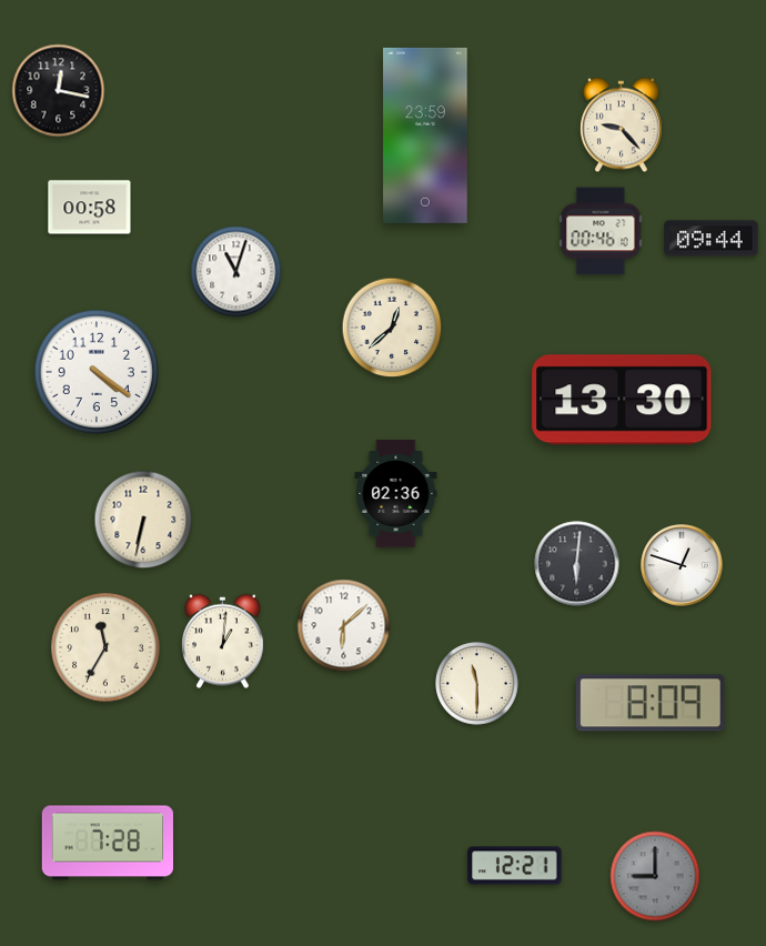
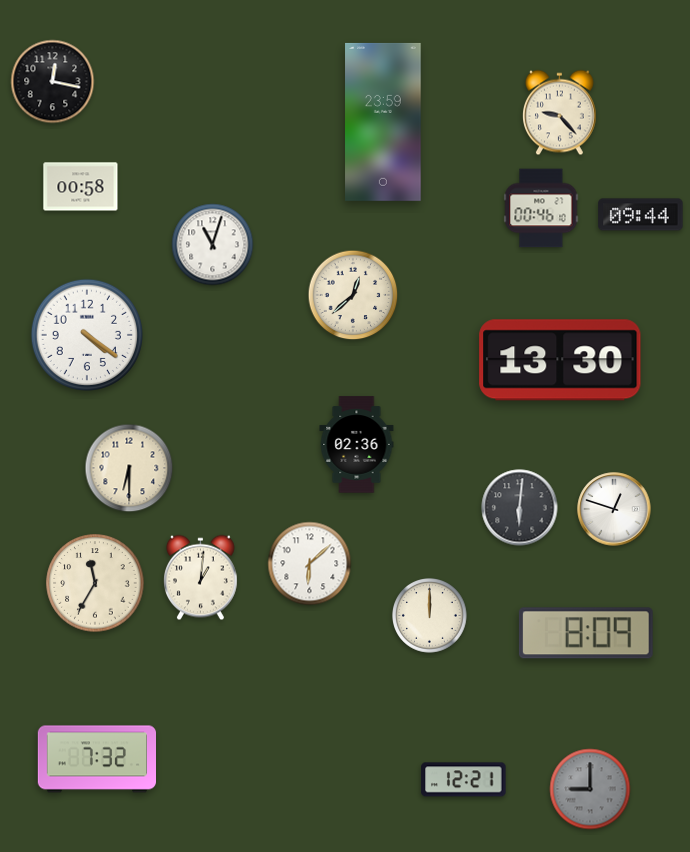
clock at (143, 520): 6:32 -> 6:30
clock at (477, 684): 11:30 -> 12:00
clock at (107, 843): 7:28 -> 7:32
